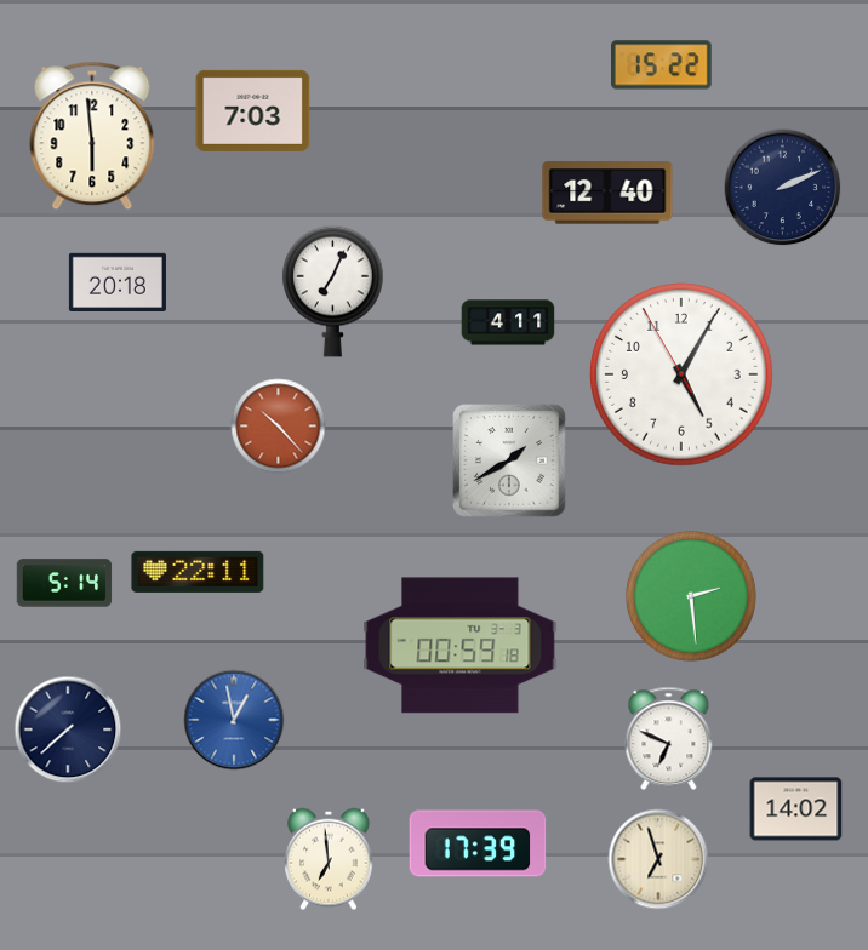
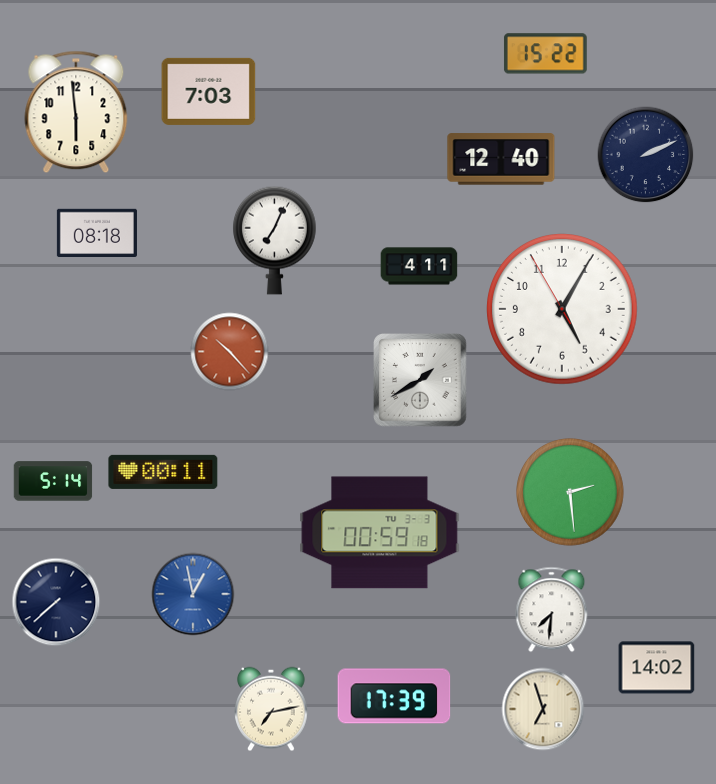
clock at (118, 282): 20:18 -> 08:18
clock at (198, 572): 22:11 -> 00:11
clock at (669, 739): 6:49 -> 7:31
clock at (329, 859): 6:59 -> 7:13
